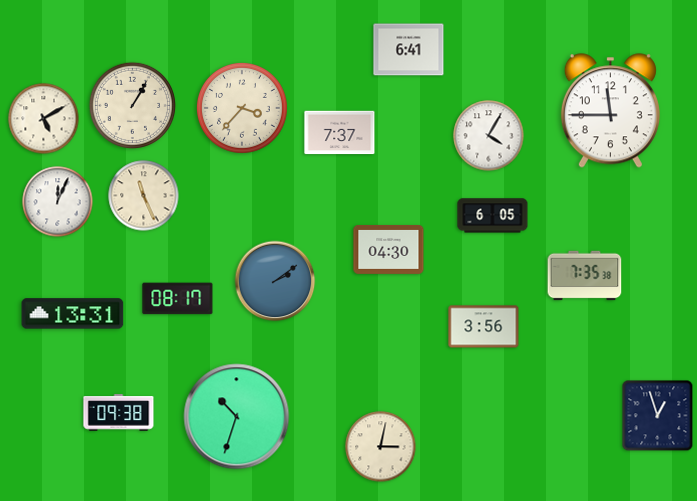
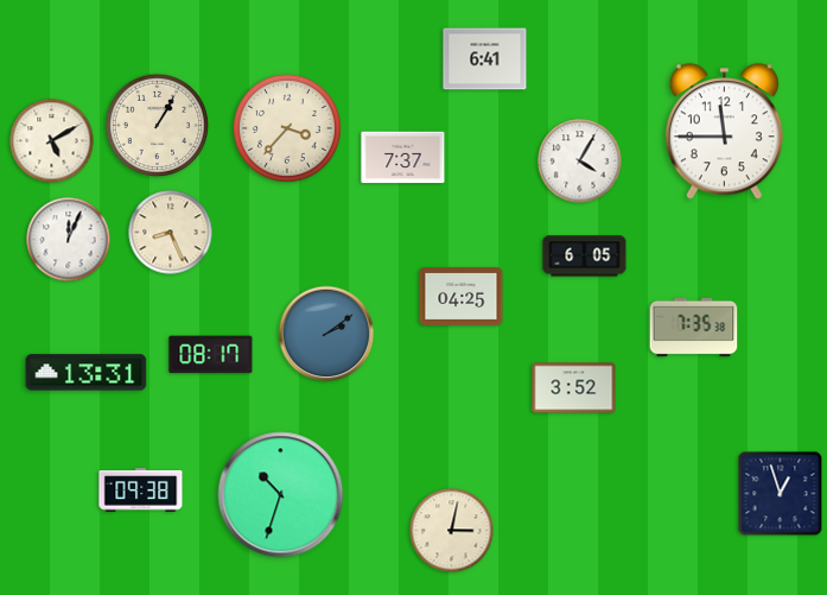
clock at (144, 196): 11:26 -> 8:26
clock at (389, 250): 04:30 -> 04:25
clock at (484, 327): 3:56 -> 3:52
